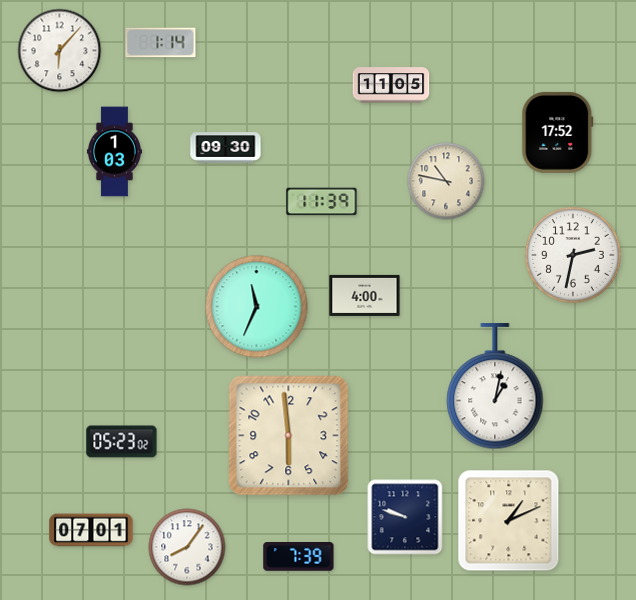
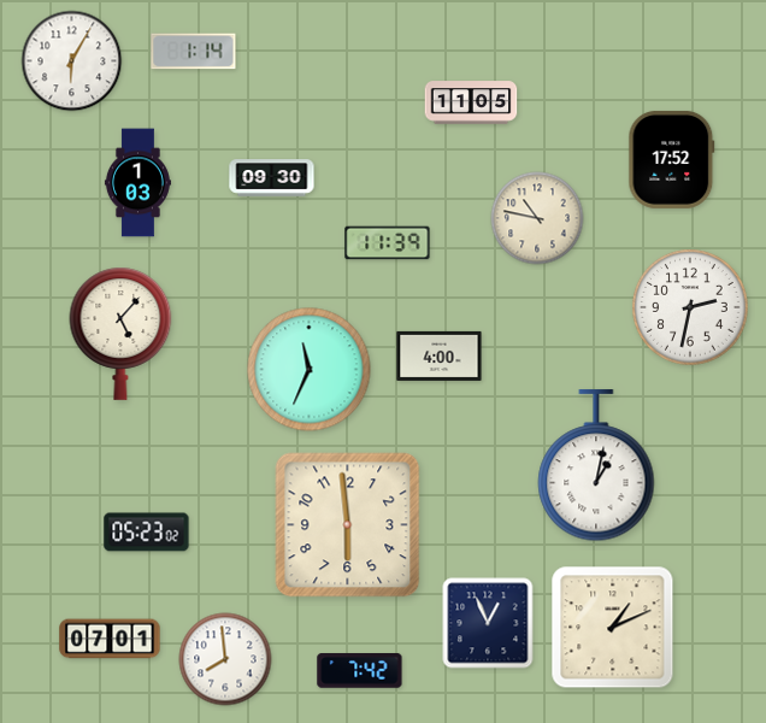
clock at (60, 51): 6:07 -> 6:05
clock at (120, 334): none -> 5:07
clock at (405, 517): 9:48 -> 12:56
clock at (187, 547): 8:06 -> 7:59
clock at (299, 557): 7:39 -> 7:42
